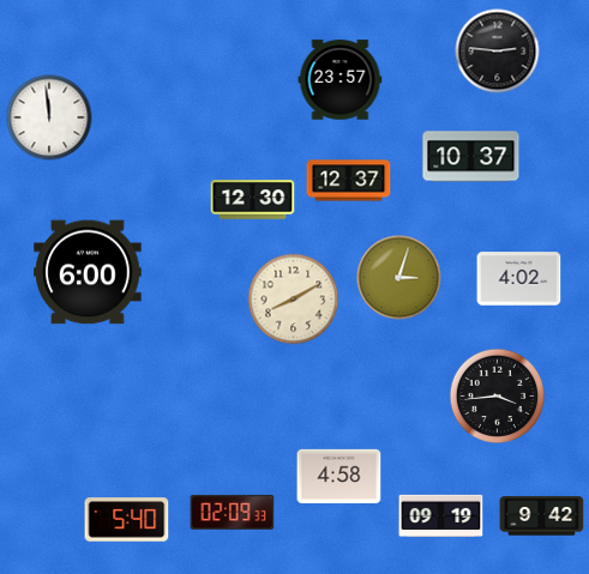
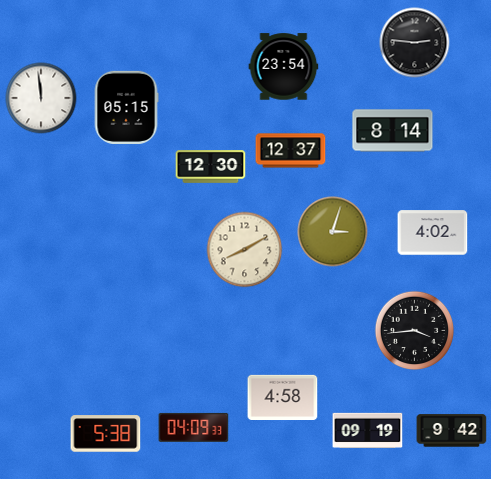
clock at (341, 80): 23:57 -> 23:54
clock at (126, 107): none -> 05:15
clock at (471, 157): 10:37 -> 8:14
clock at (88, 272): 6:00 -> none
clock at (233, 512): 02:09 -> 04:09
clock at (127, 520): 5:40 -> 5:38
